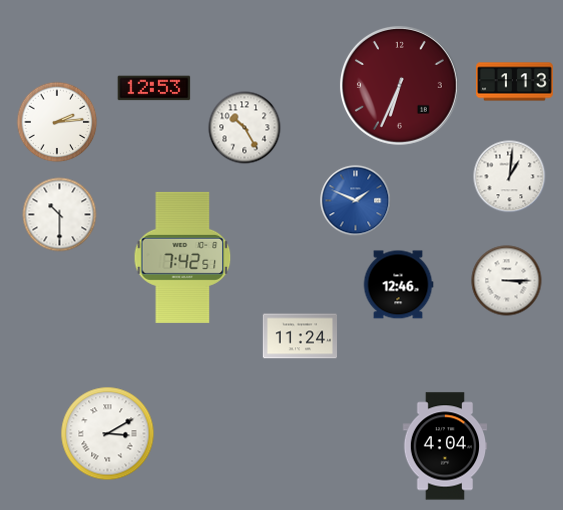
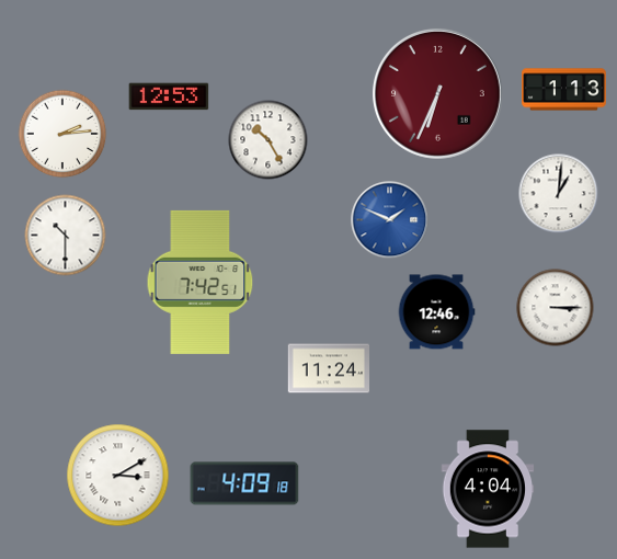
clock at (244, 483): none -> 4:09
